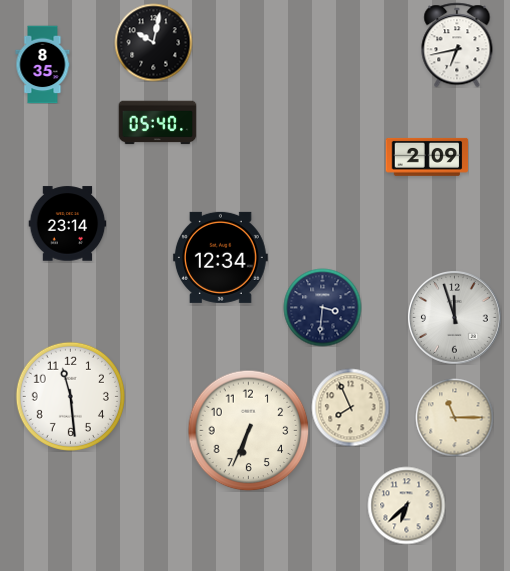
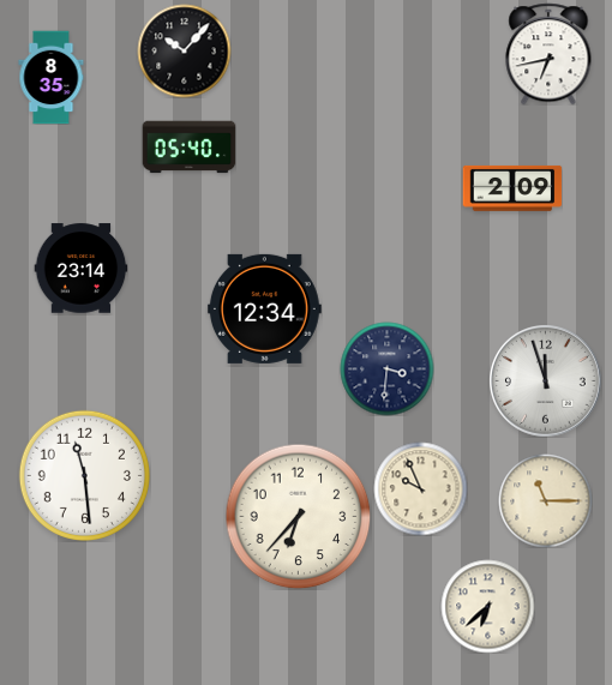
clock at (153, 42): 10:02 -> 10:07
clock at (350, 407): 7:56 -> 9:56
clock at (248, 430): 6:34 -> 6:37
